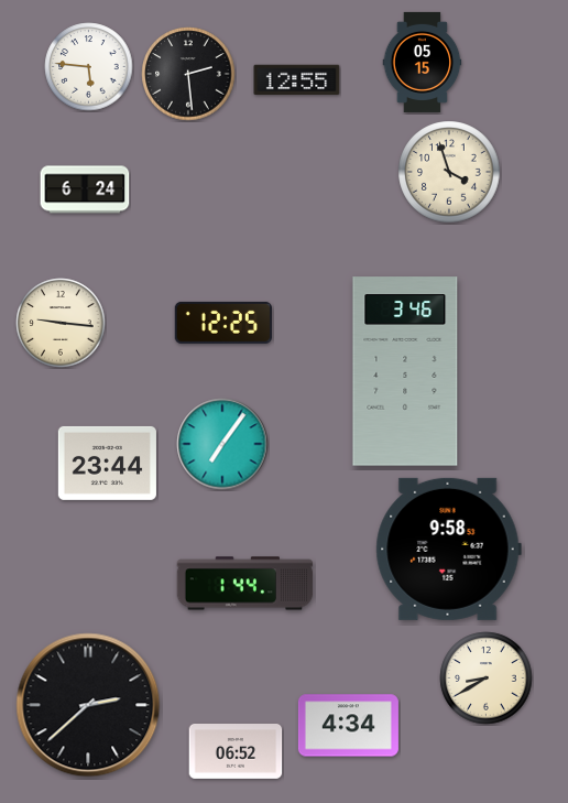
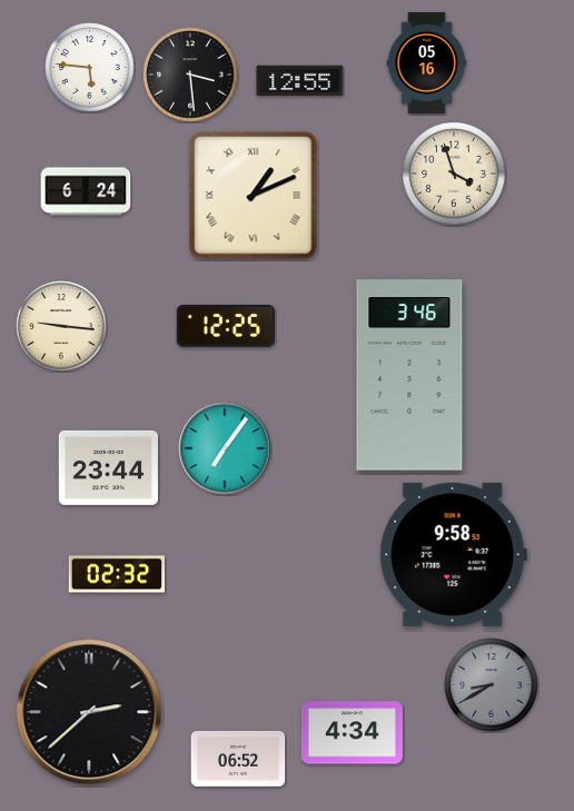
clock at (423, 62): 05:15 -> 05:16
clock at (188, 74): 2:29 -> 3:29
clock at (254, 196): none -> 1:11
clock at (117, 574): none -> 02:32
clock at (245, 584): 1:44 -> none
clock at (487, 679) dial: cream -> grey
